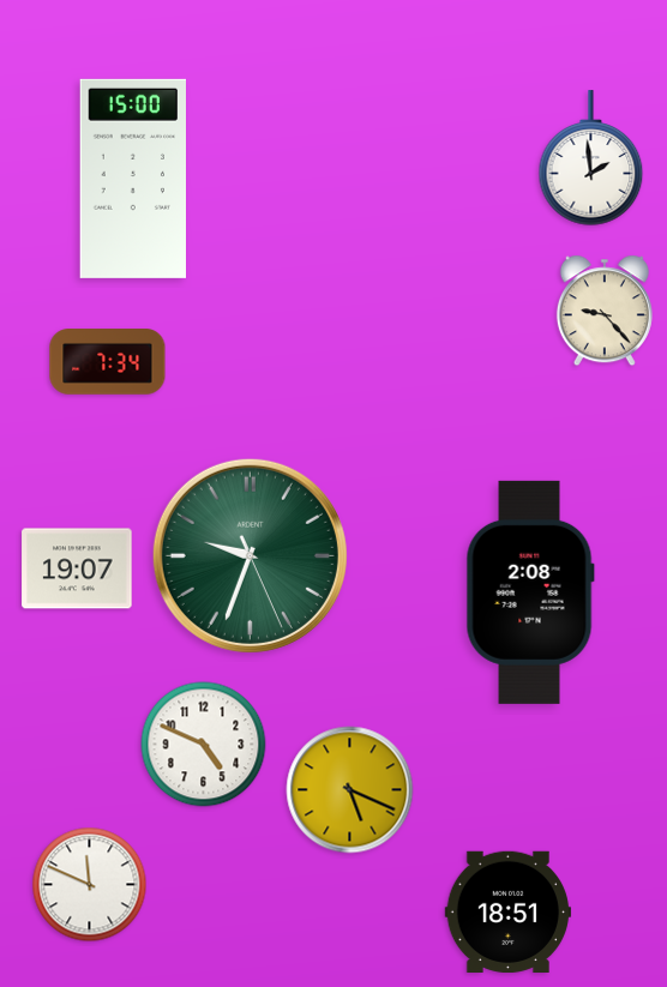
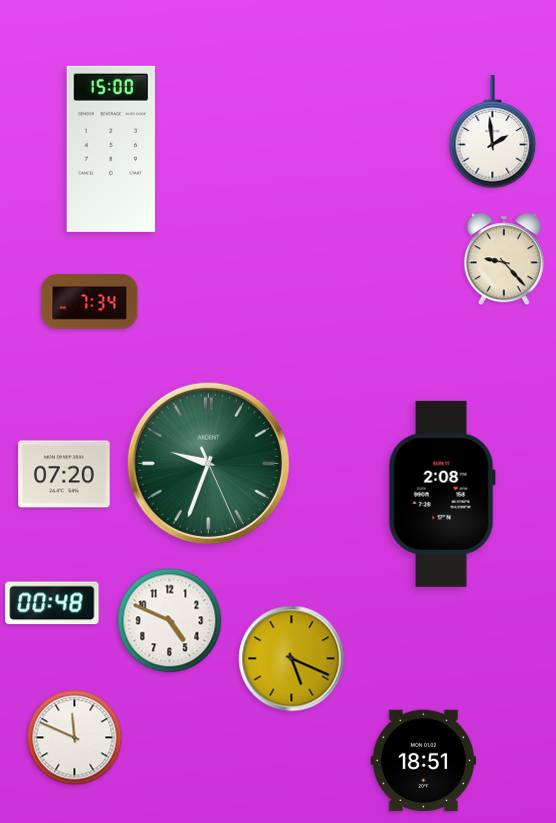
clock at (77, 568): 19:07 -> 07:20
clock at (52, 603): none -> 00:48
